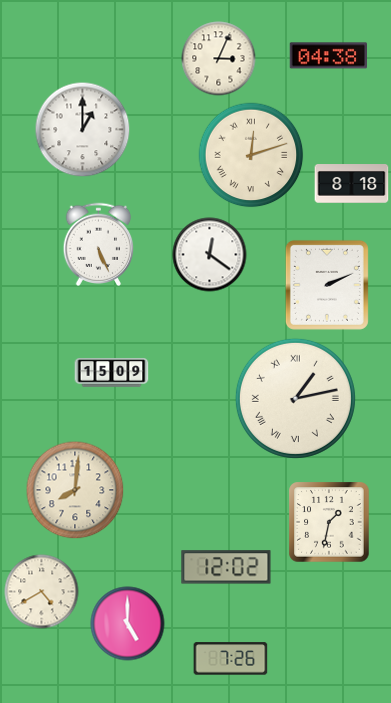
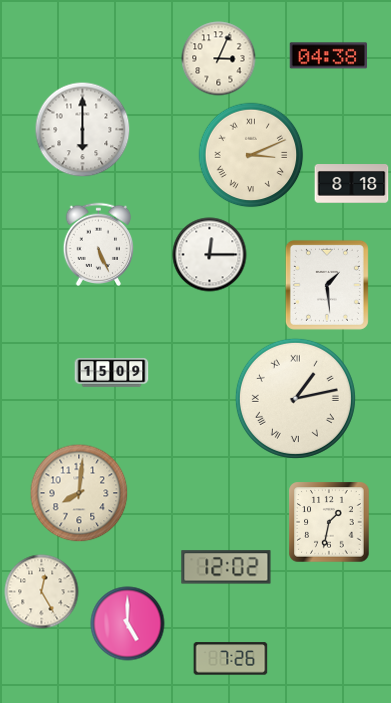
clock at (83, 130): 1:00 -> 6:00
clock at (251, 155): 12:12 -> 3:11
clock at (210, 255): 12:21 -> 12:15
clock at (327, 285): 2:11 -> 1:29
clock at (75, 490) position: (75, 490) -> (79, 493)
clock at (42, 592): 4:40 -> 12:25
